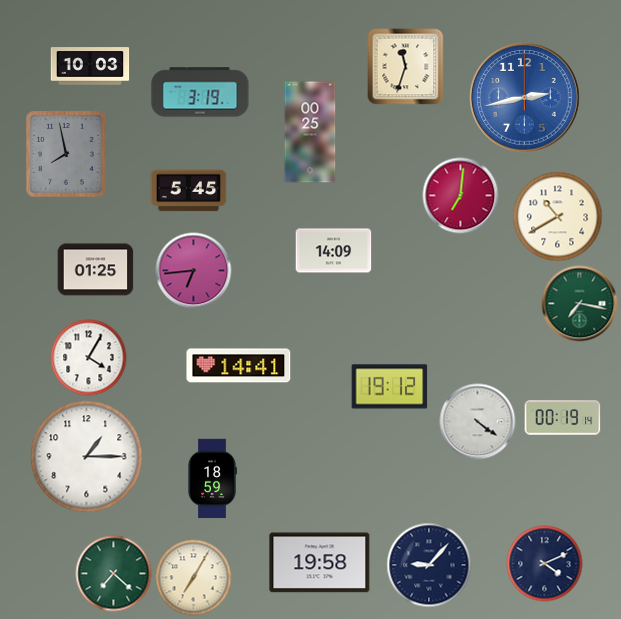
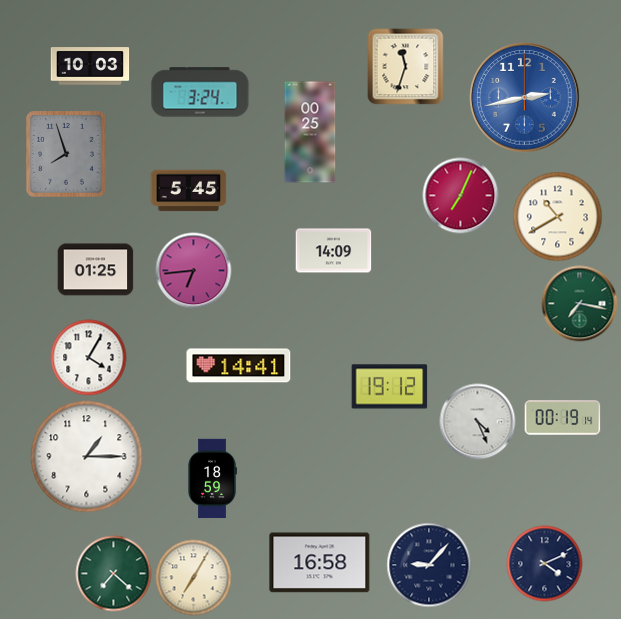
clock at (200, 92): 3:19 -> 3:24
clock at (66, 154): 7:58 -> 7:57
clock at (461, 196): 7:01 -> 7:04
clock at (478, 422): 4:21 -> 4:26
clock at (320, 563): 19:58 -> 16:58
